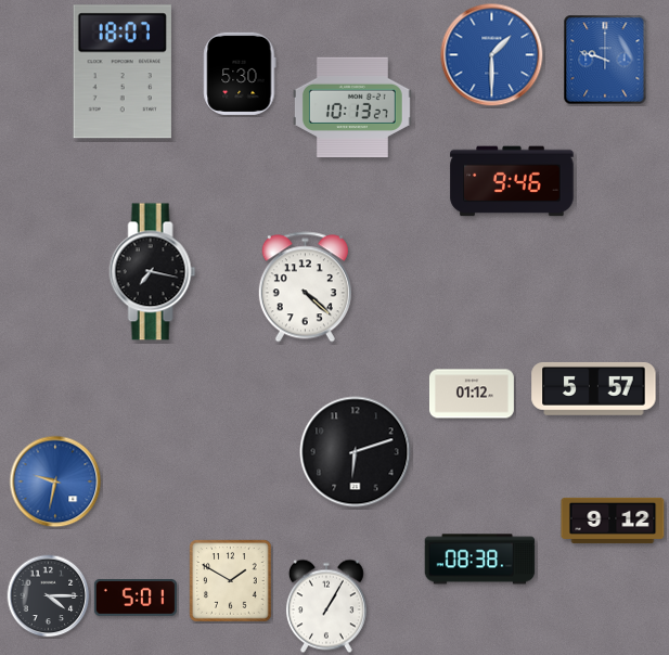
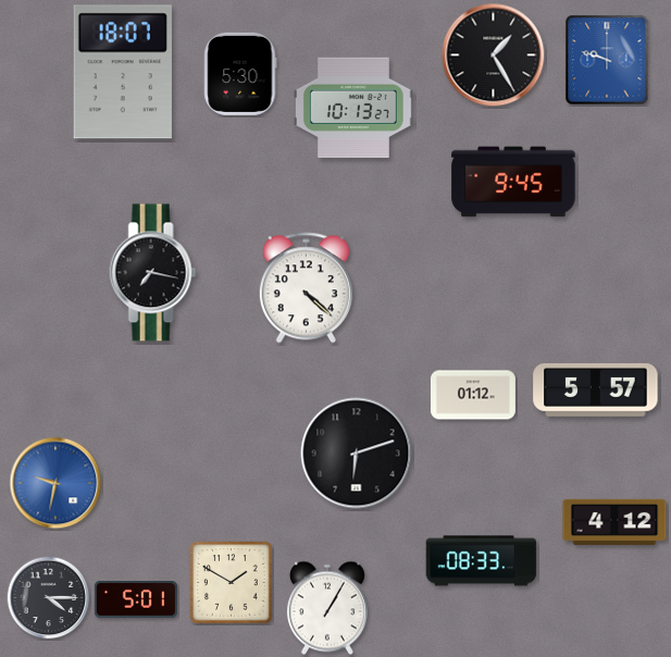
clock at (492, 55): 1:30 -> 1:25
clock at (492, 55) dial: blue -> black
clock at (512, 181): 9:46 -> 9:45
clock at (613, 521): 9:12 -> 4:12
clock at (480, 560): 08:38 -> 08:33
